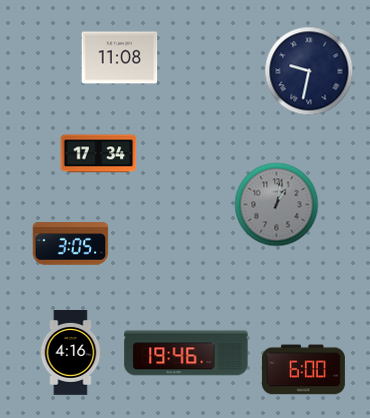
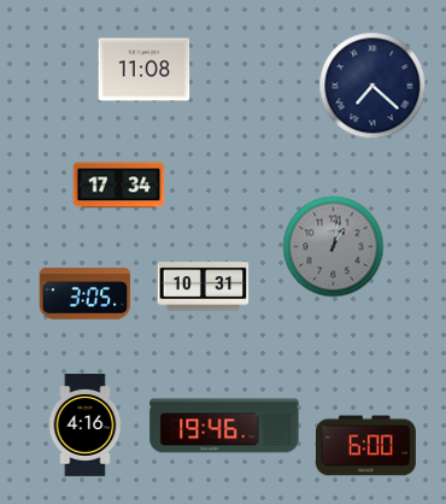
clock at (309, 71): 9:32 -> 7:22
clock at (204, 287): none -> 10:31
